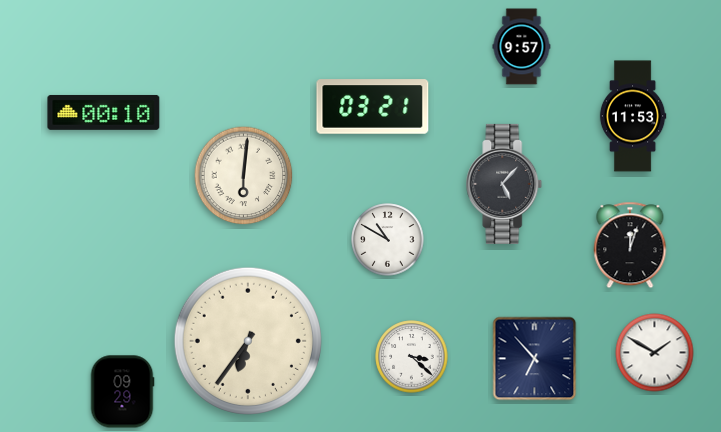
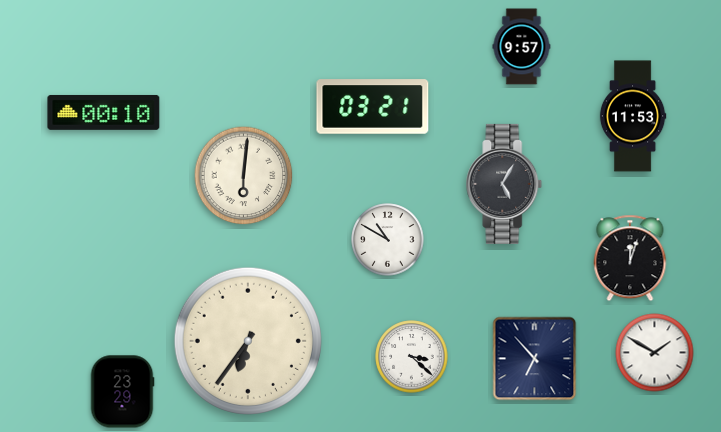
clock at (504, 184): 5:07 -> 5:05
clock at (630, 245) position: (630, 245) -> (630, 258)
clock at (122, 392): 09:29 -> 23:29
